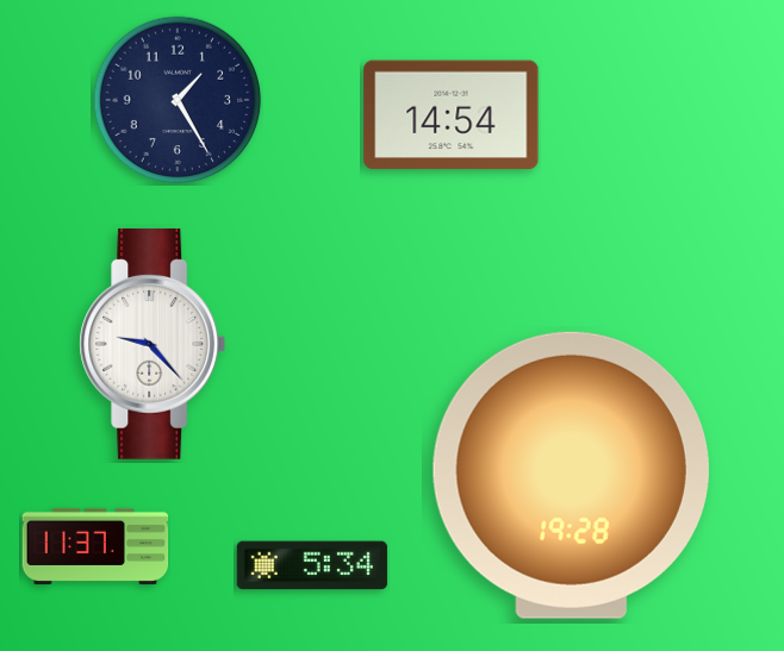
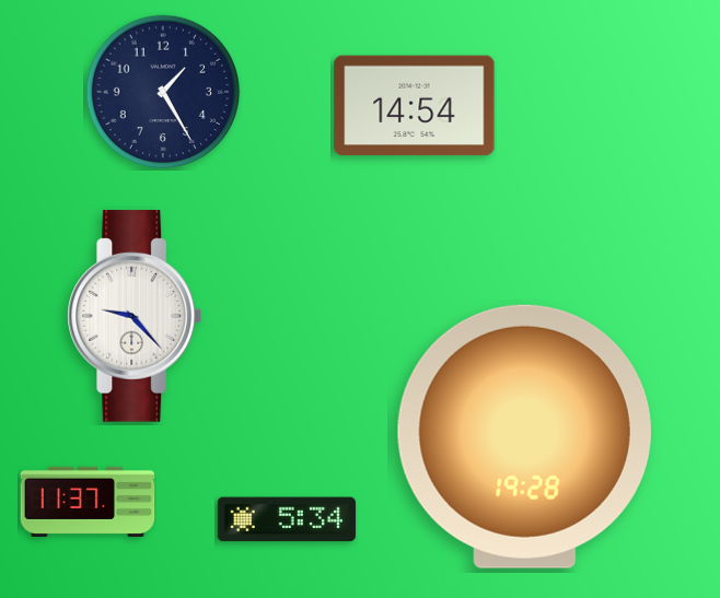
clock at (153, 344) position: (153, 344) -> (135, 316)
